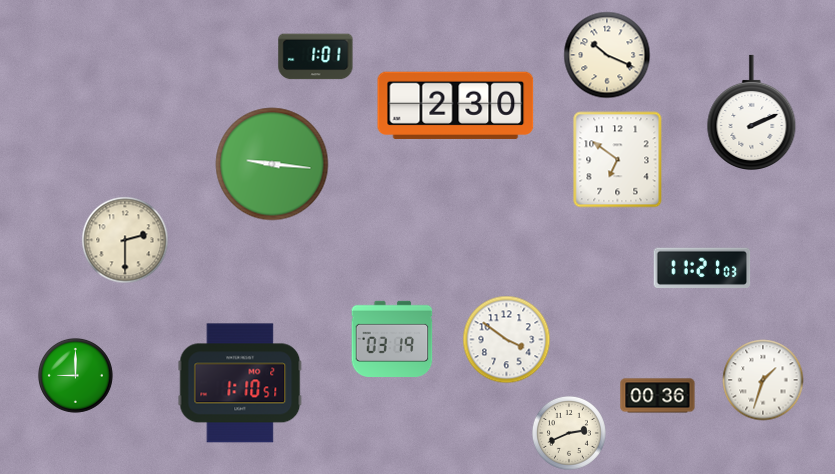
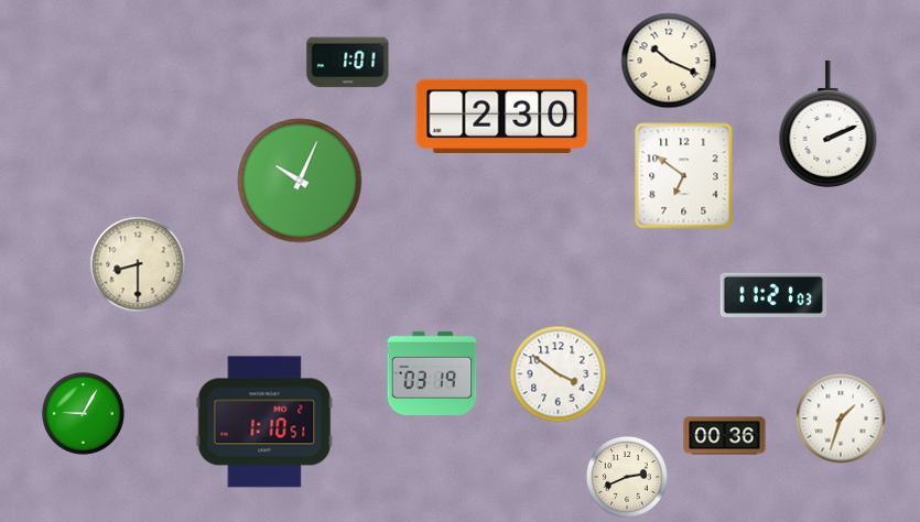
clock at (618, 160) position: (618, 160) -> (684, 176)
clock at (272, 164): 9:16 -> 10:04
clock at (125, 240): 2:30 -> 8:30
clock at (75, 375): 9:00 -> 9:05
